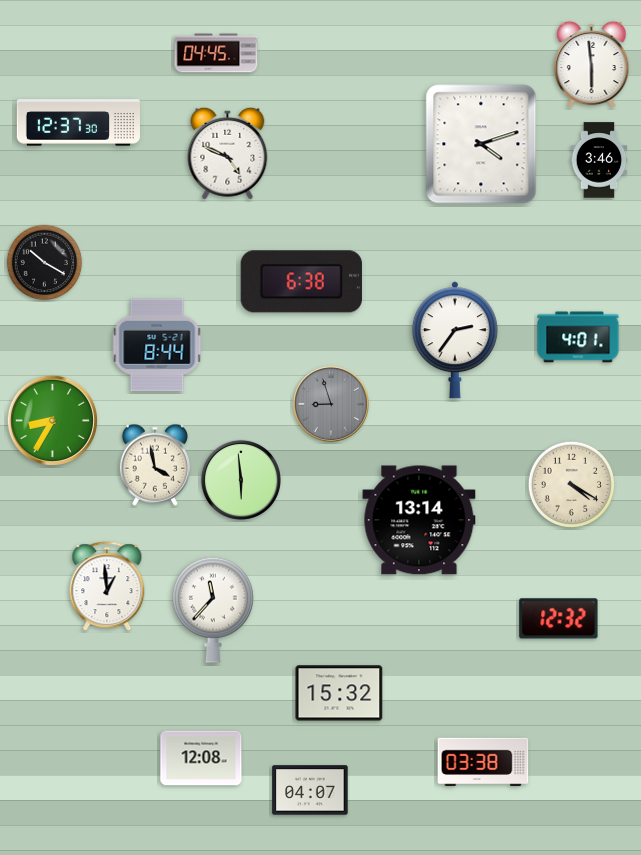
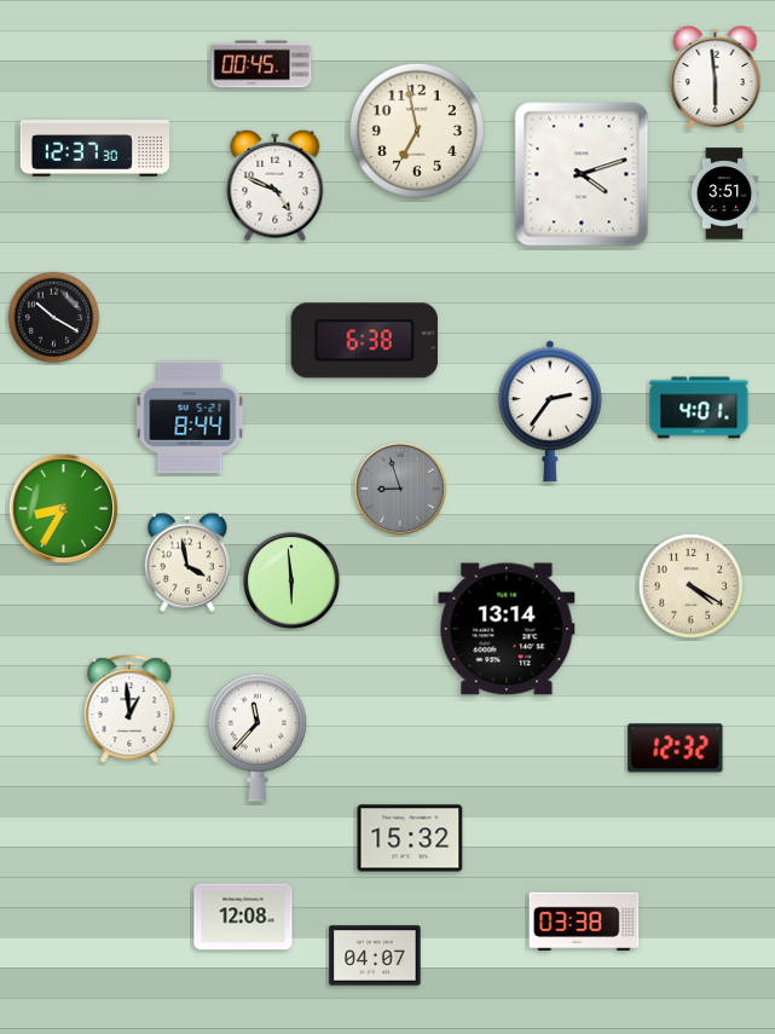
clock at (216, 53): 04:45 -> 00:45
clock at (417, 131): none -> 6:58
clock at (599, 160): 3:46 -> 3:51
